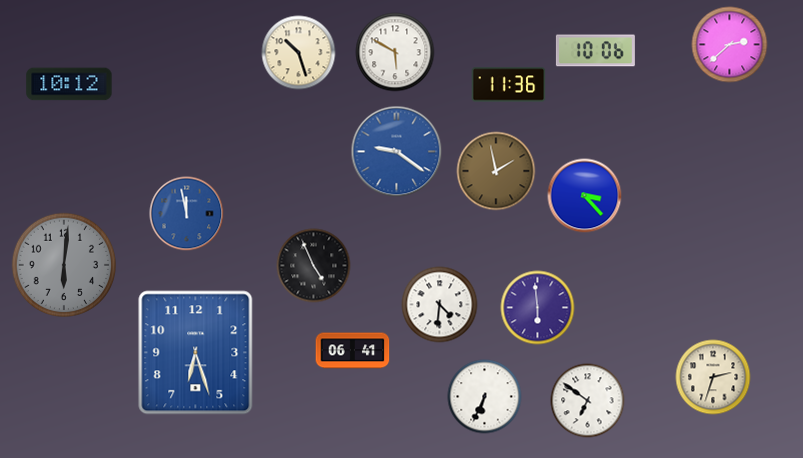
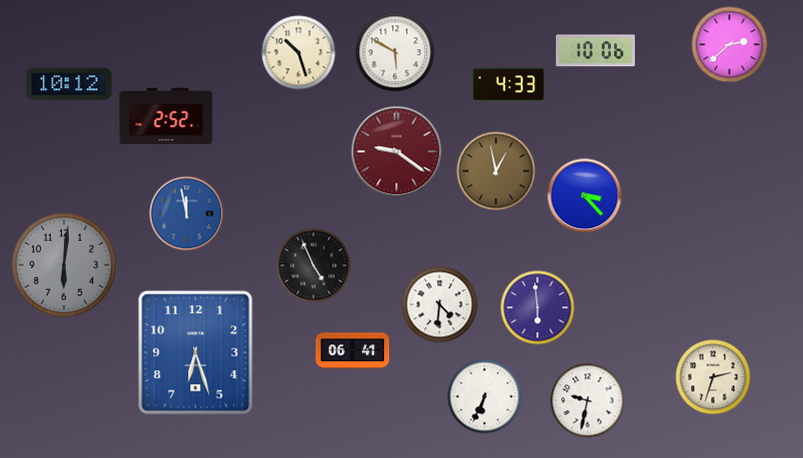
clock at (509, 85): 11:36 -> 4:33
clock at (166, 116): none -> 2:52
clock at (397, 152) dial: blue -> burgundy
clock at (496, 171): 1:58 -> 12:58
clock at (588, 401): 6:51 -> 9:32
